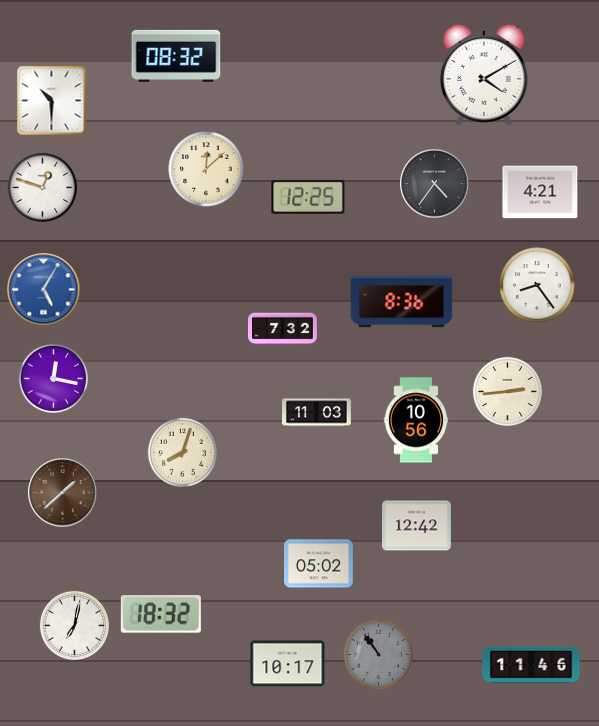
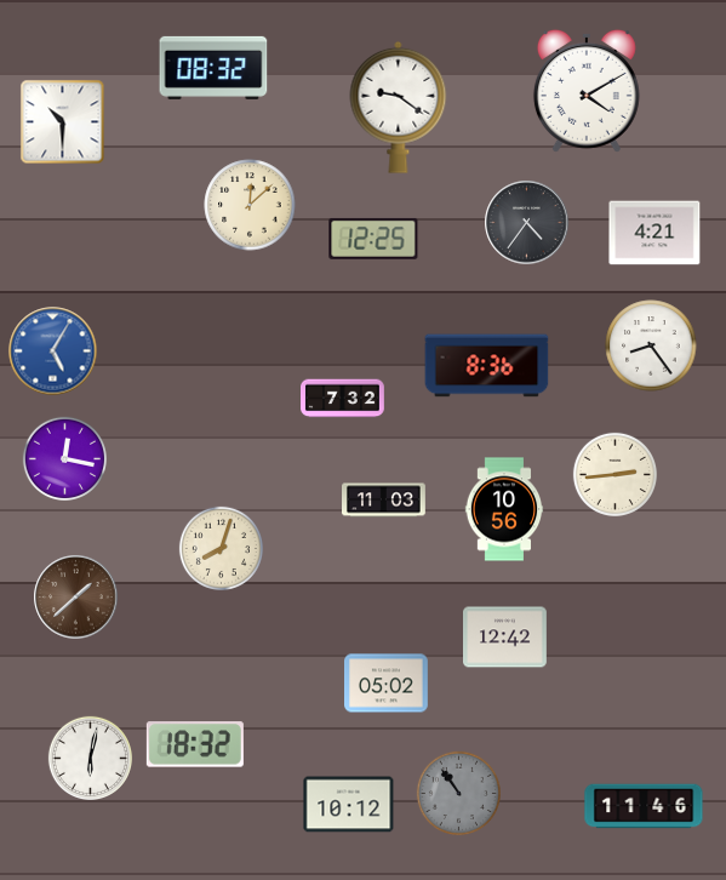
clock at (399, 107): none -> 9:21
clock at (42, 187): 12:48 -> none
clock at (74, 625): 7:02 -> 6:02
clock at (288, 664): 10:17 -> 10:12
